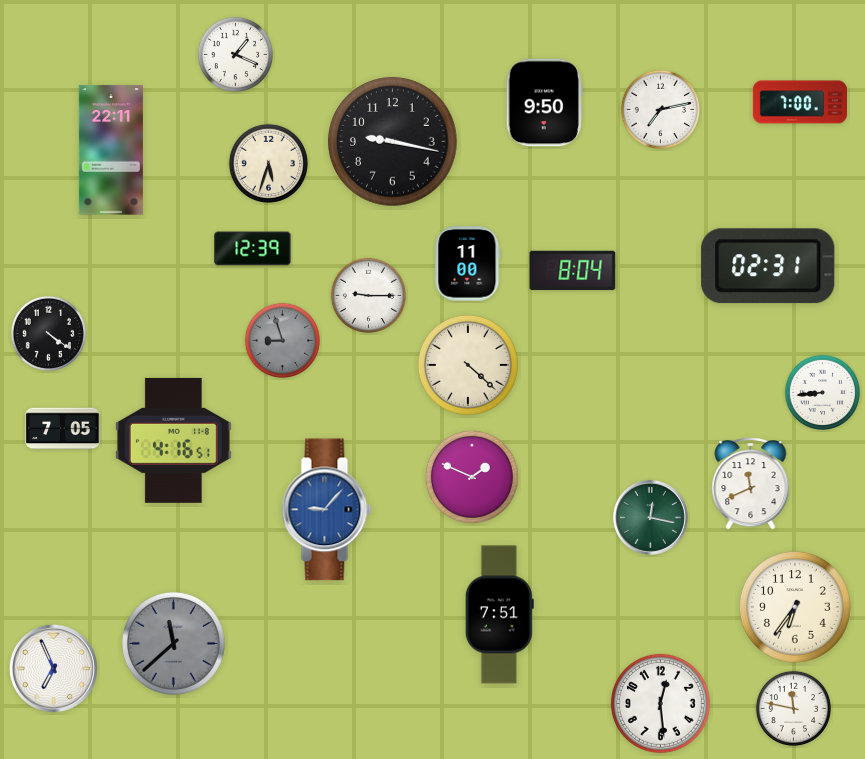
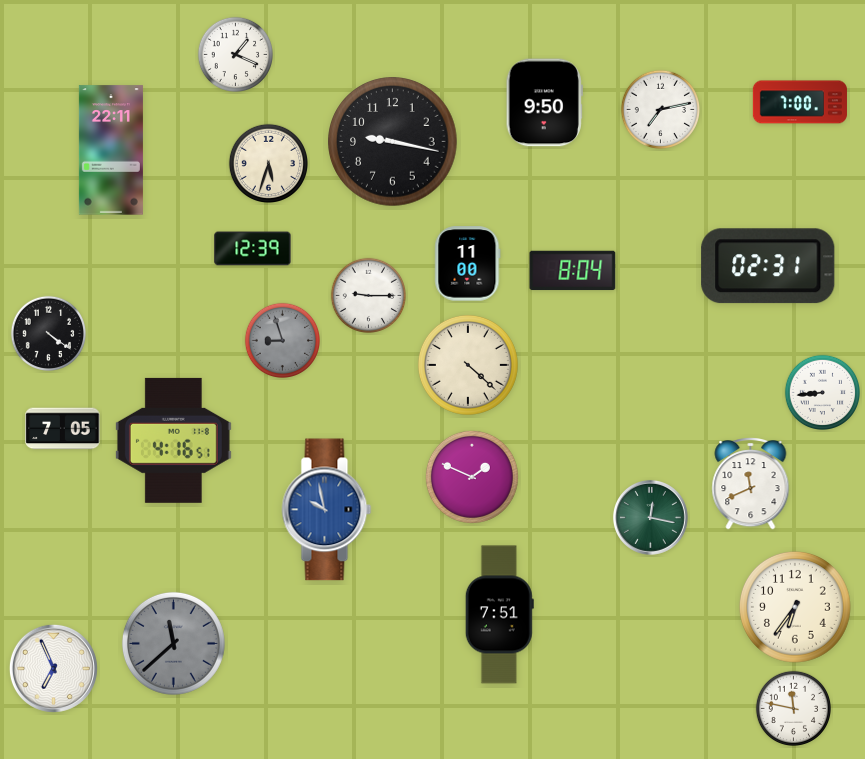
clock at (327, 510): 9:07 -> 9:58
clock at (660, 703): 12:29 -> none
